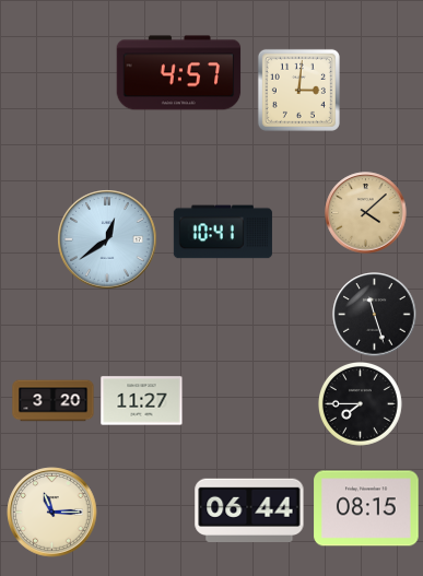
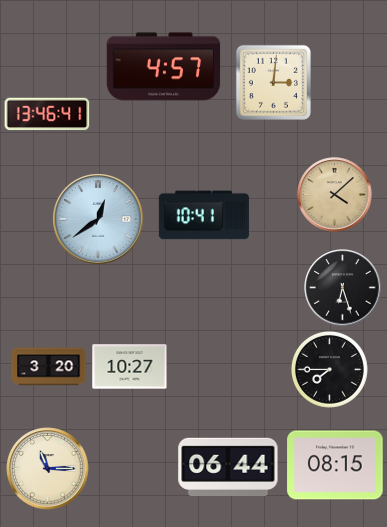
clock at (47, 114): none -> 13:46
clock at (223, 232) position: (223, 232) -> (204, 215)
clock at (375, 315): 11:27 -> 6:27
clock at (142, 401): 11:27 -> 10:27
